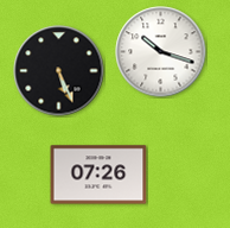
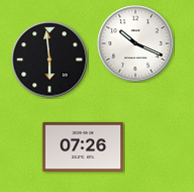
clock at (161, 52): 10:18 -> 10:19
clock at (59, 71): 5:26 -> 5:59
